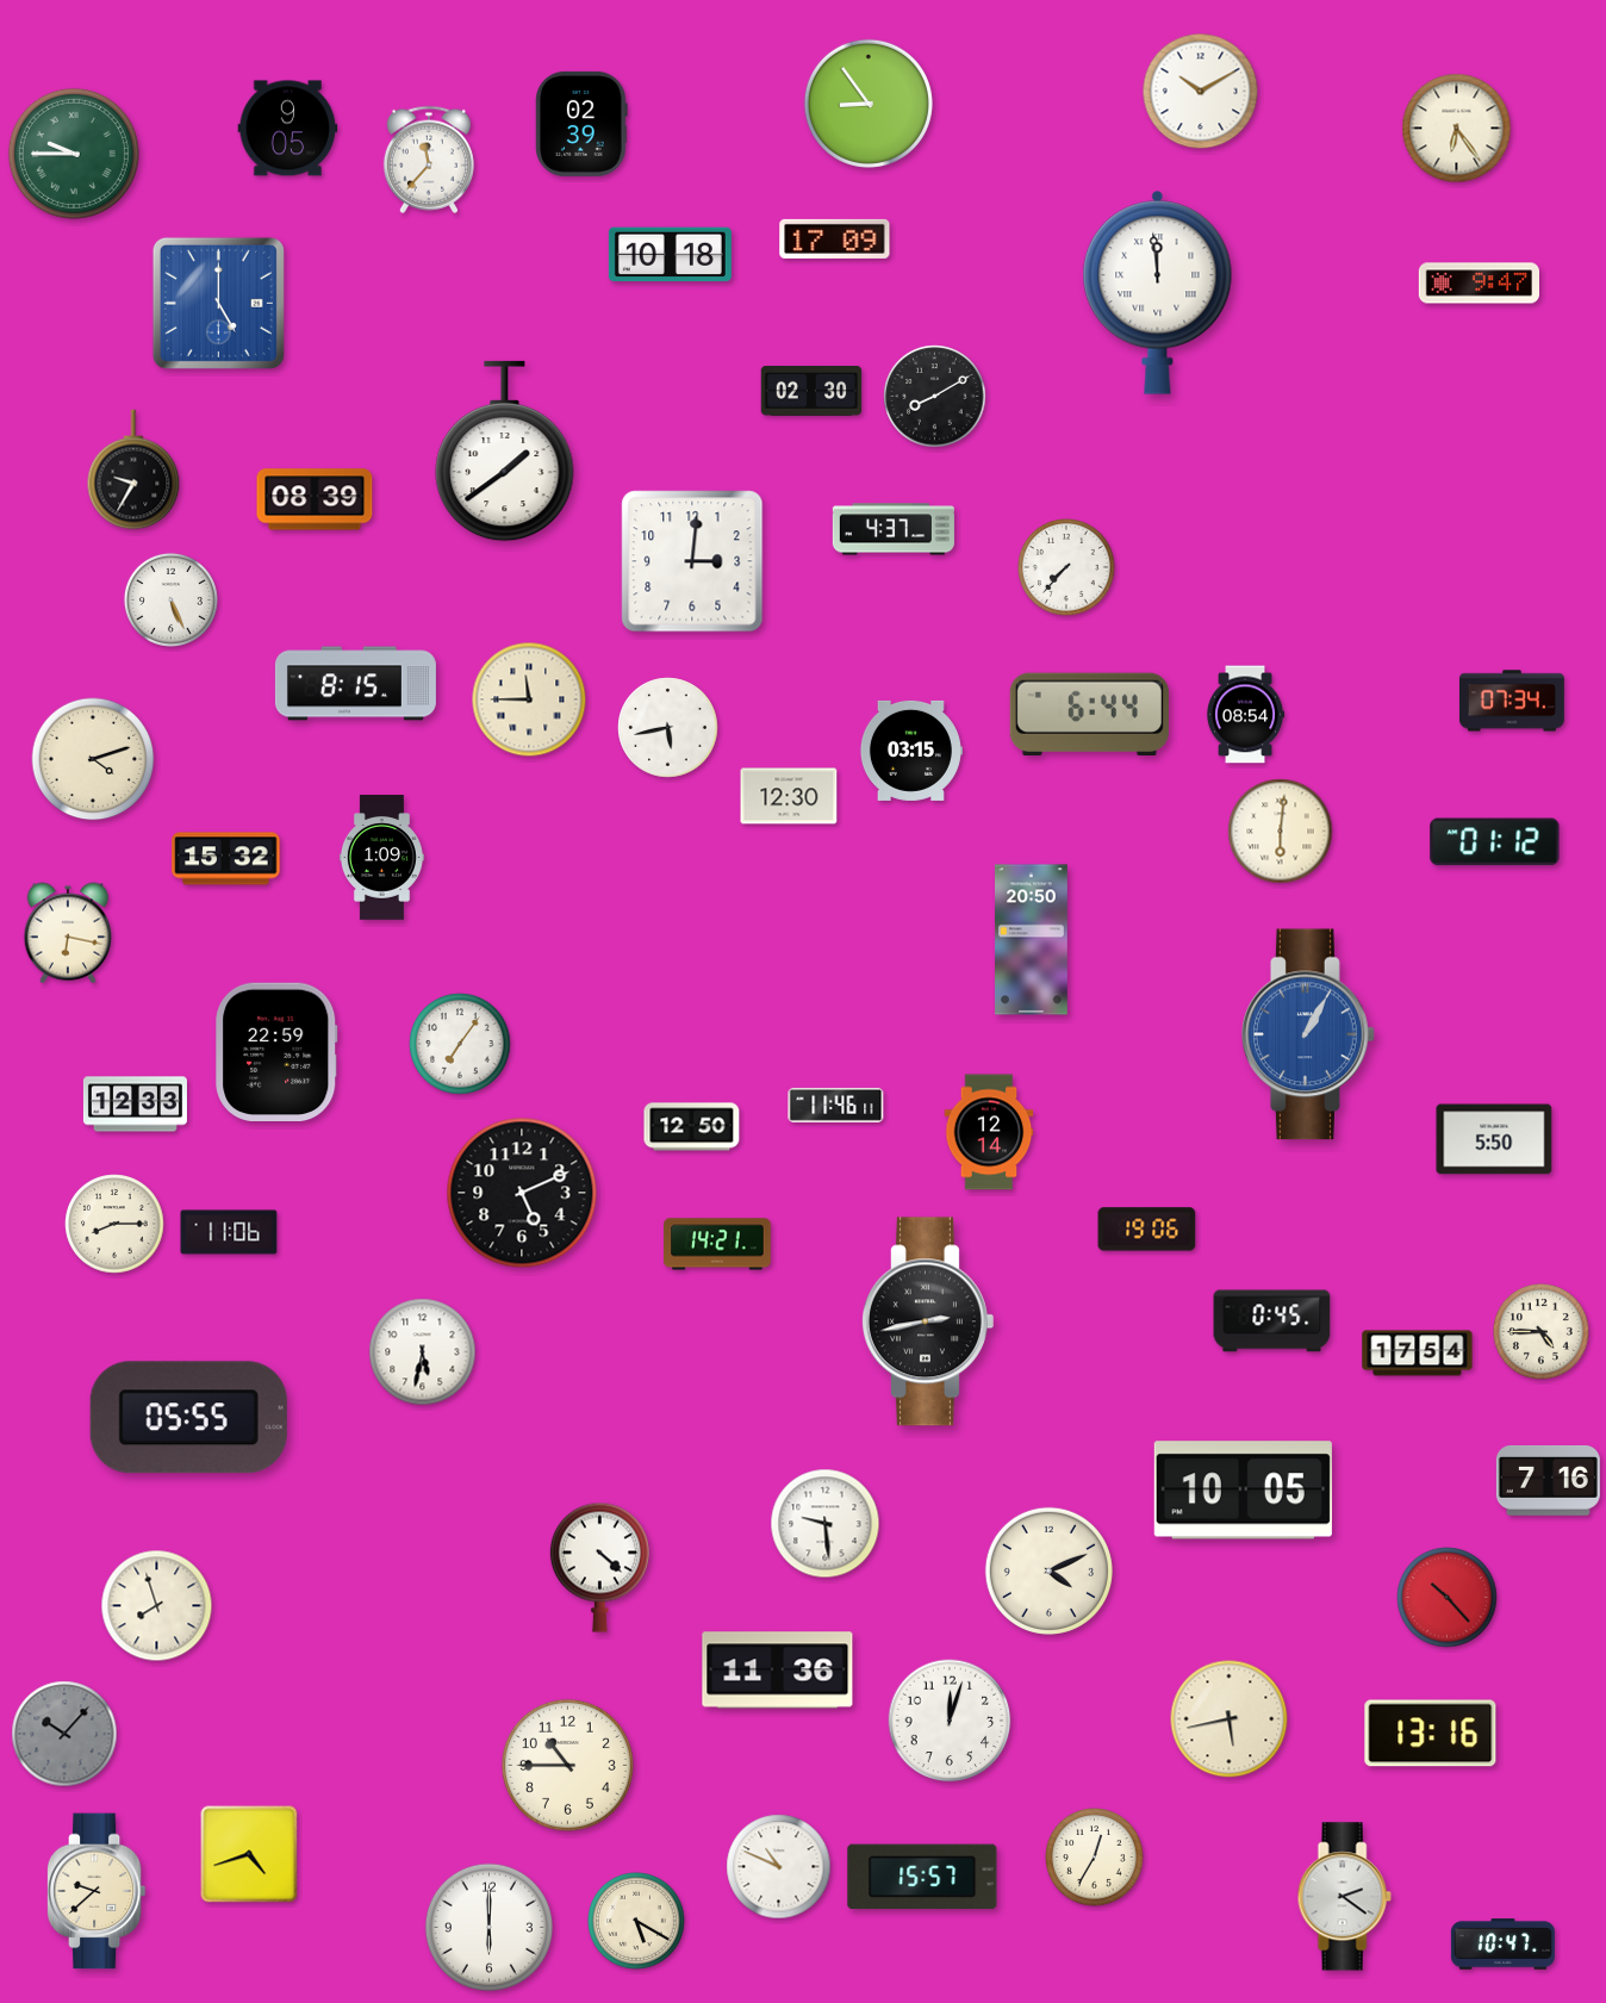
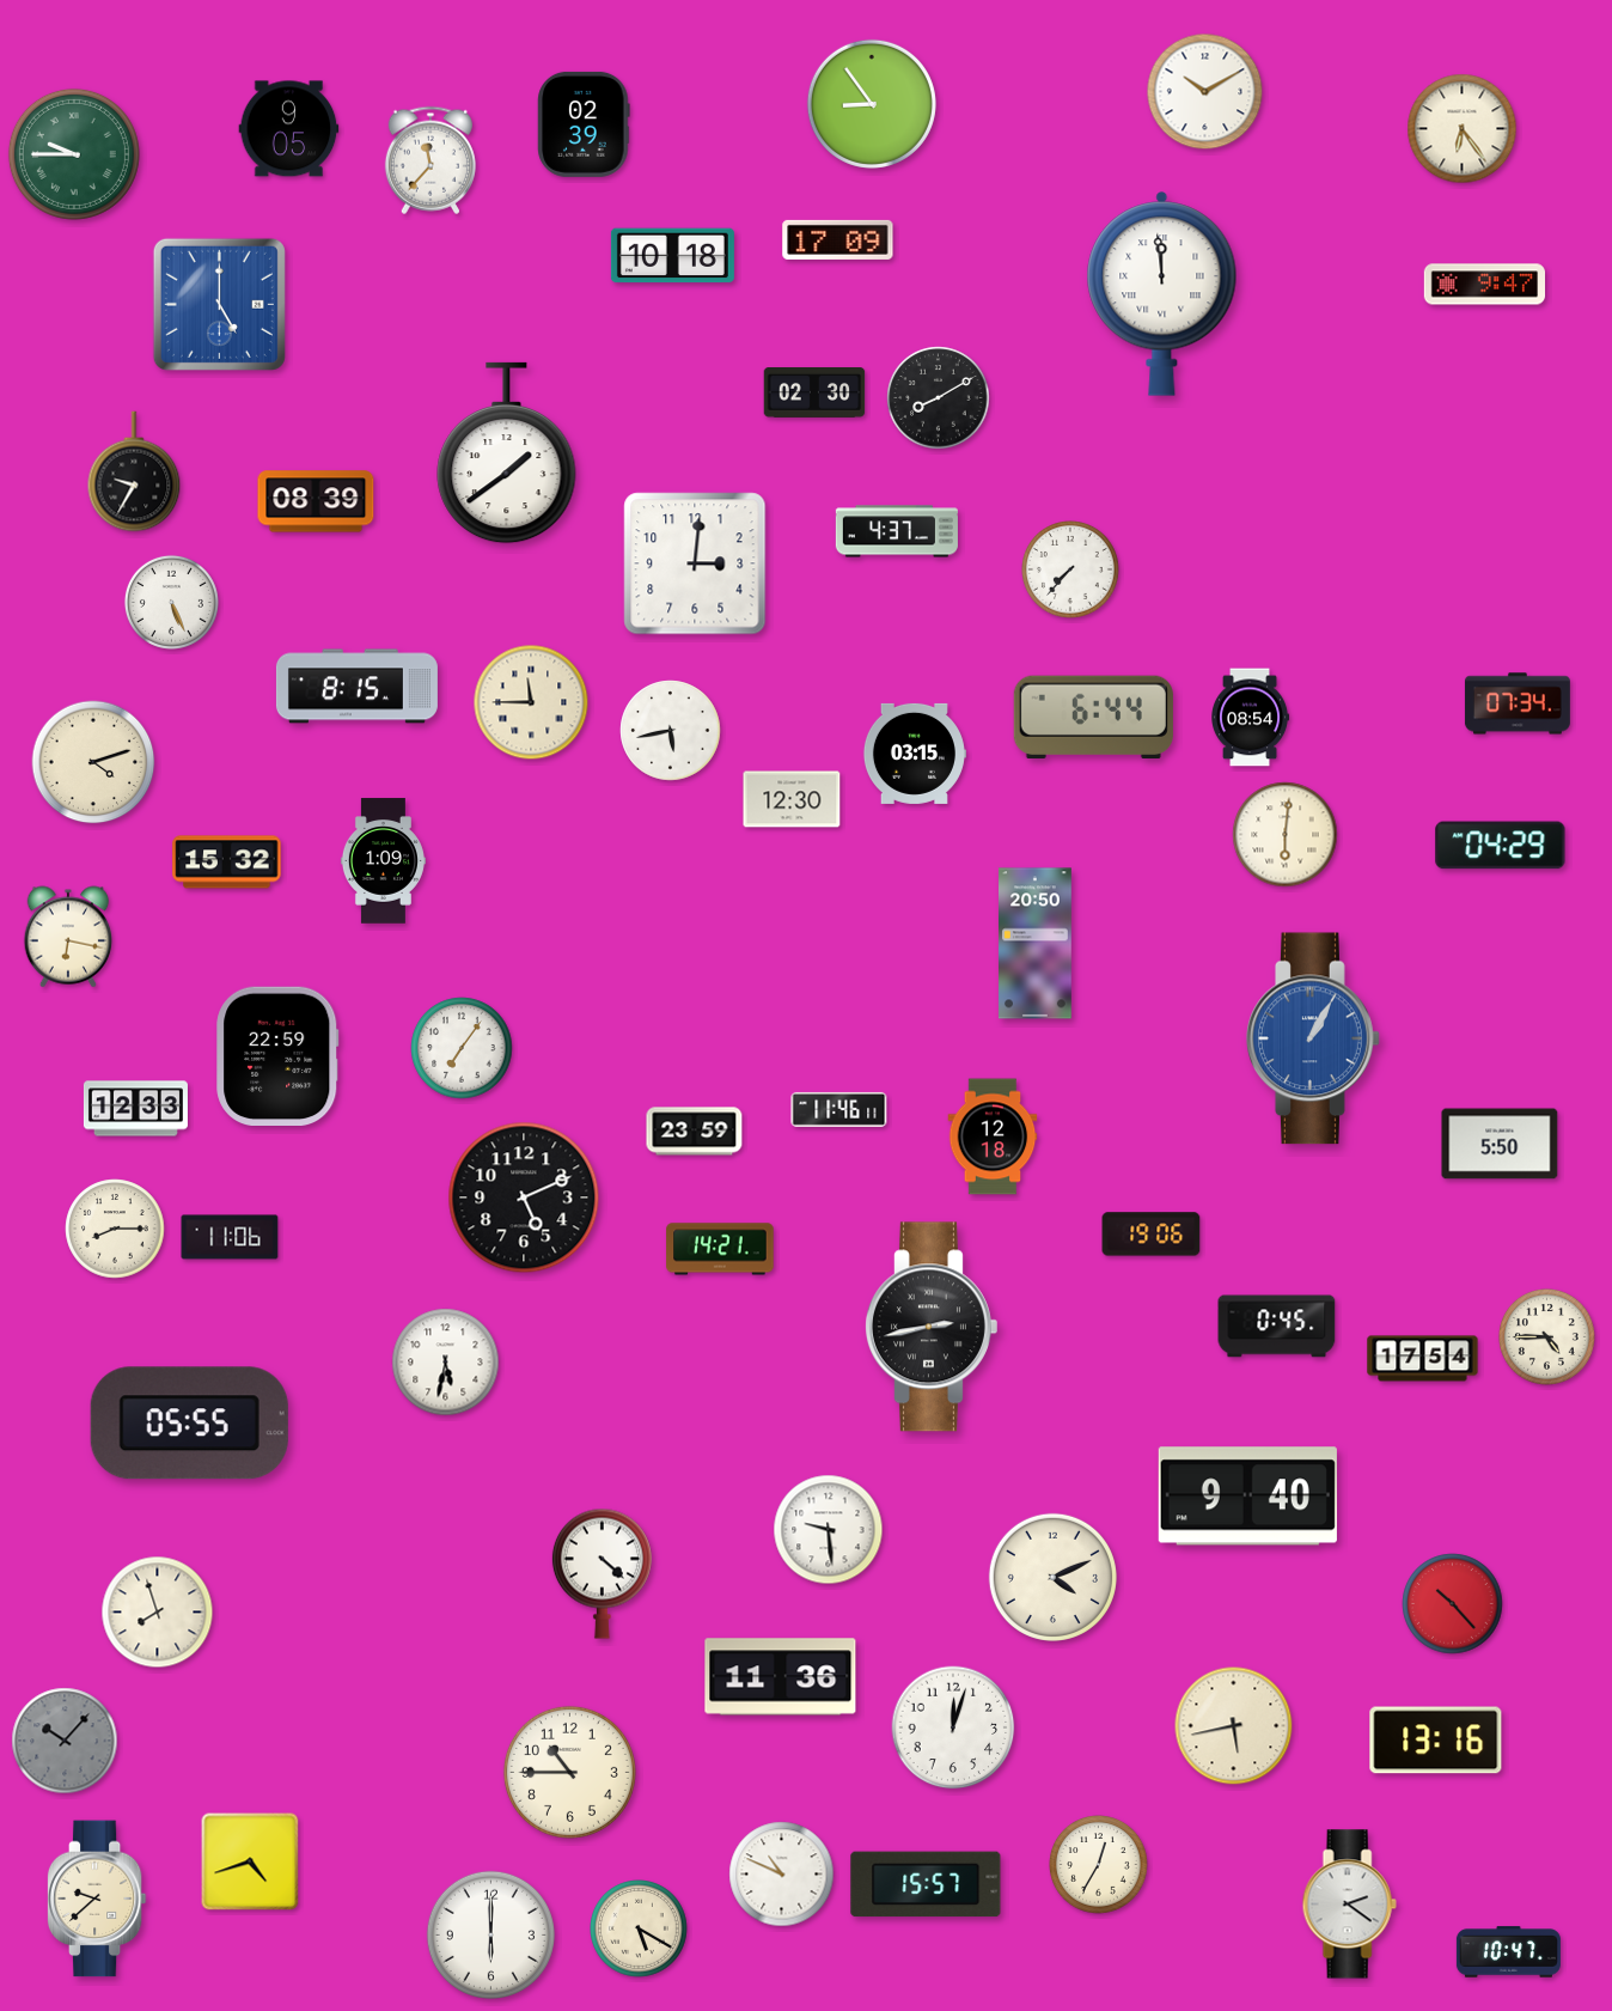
clock at (1495, 842): 01:12 -> 04:29
clock at (692, 1127): 12:50 -> 23:59
clock at (989, 1132): 12:14 -> 12:18
clock at (423, 1352) position: (423, 1352) -> (446, 1363)
clock at (1548, 1480): 7:16 -> none
clock at (1243, 1491): 10:05 -> 9:40
